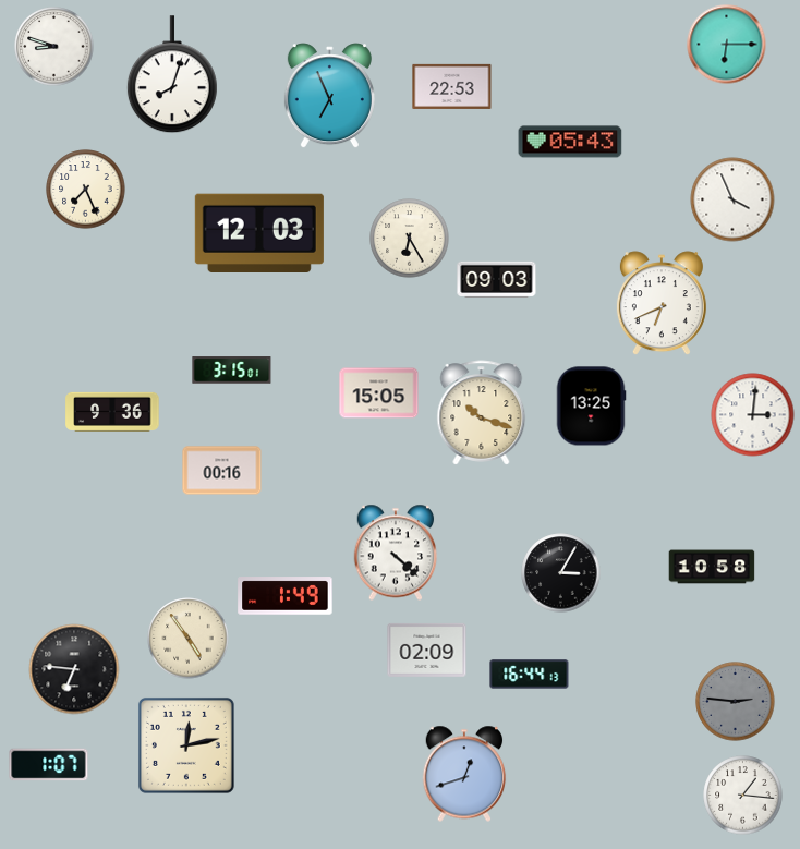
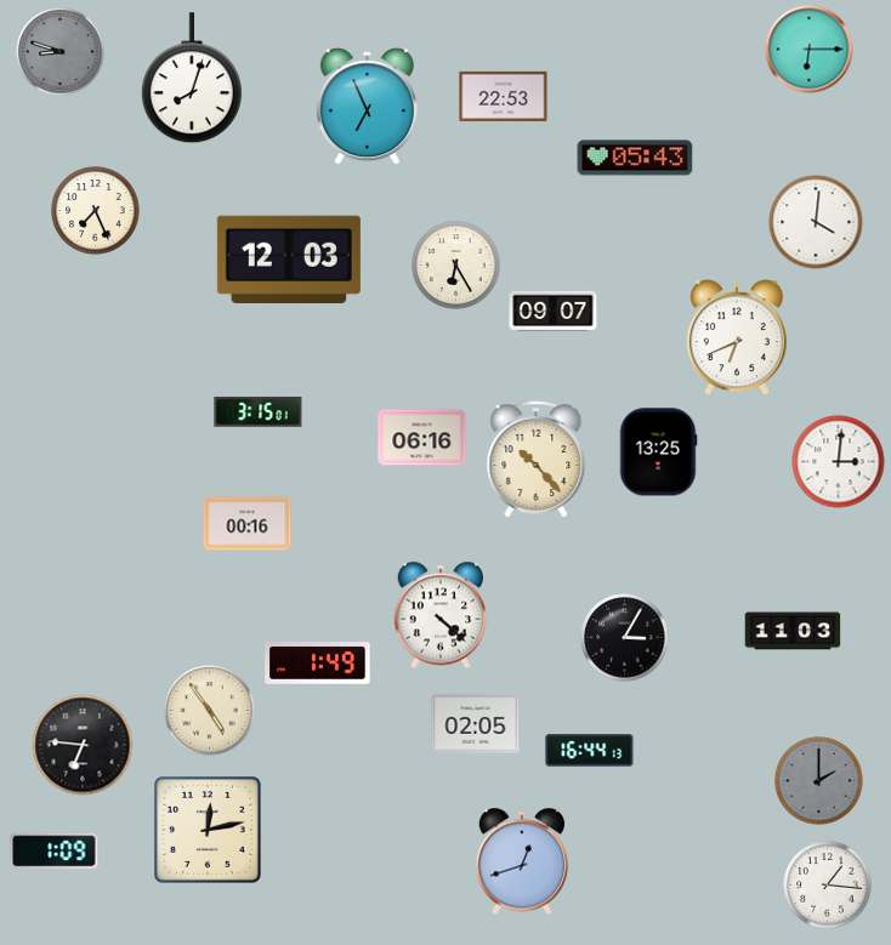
clock at (54, 47) dial: white -> grey
clock at (172, 75) position: (172, 75) -> (192, 79)
clock at (732, 199): 3:56 -> 4:01
clock at (497, 279): 09:03 -> 09:07
clock at (379, 393): 15:05 -> 06:16
clock at (112, 412): 9:36 -> none
clock at (482, 413): 10:18 -> 10:23
clock at (712, 567): 10:58 -> 11:03
clock at (427, 650): 02:09 -> 02:05
clock at (736, 702): 2:46 -> 2:00
clock at (49, 765): 1:07 -> 1:09
clock at (464, 774) position: (464, 774) -> (522, 861)
